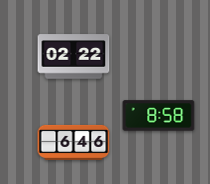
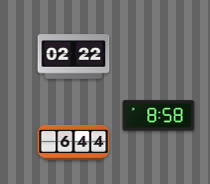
clock at (74, 142): 6:46 -> 6:44
